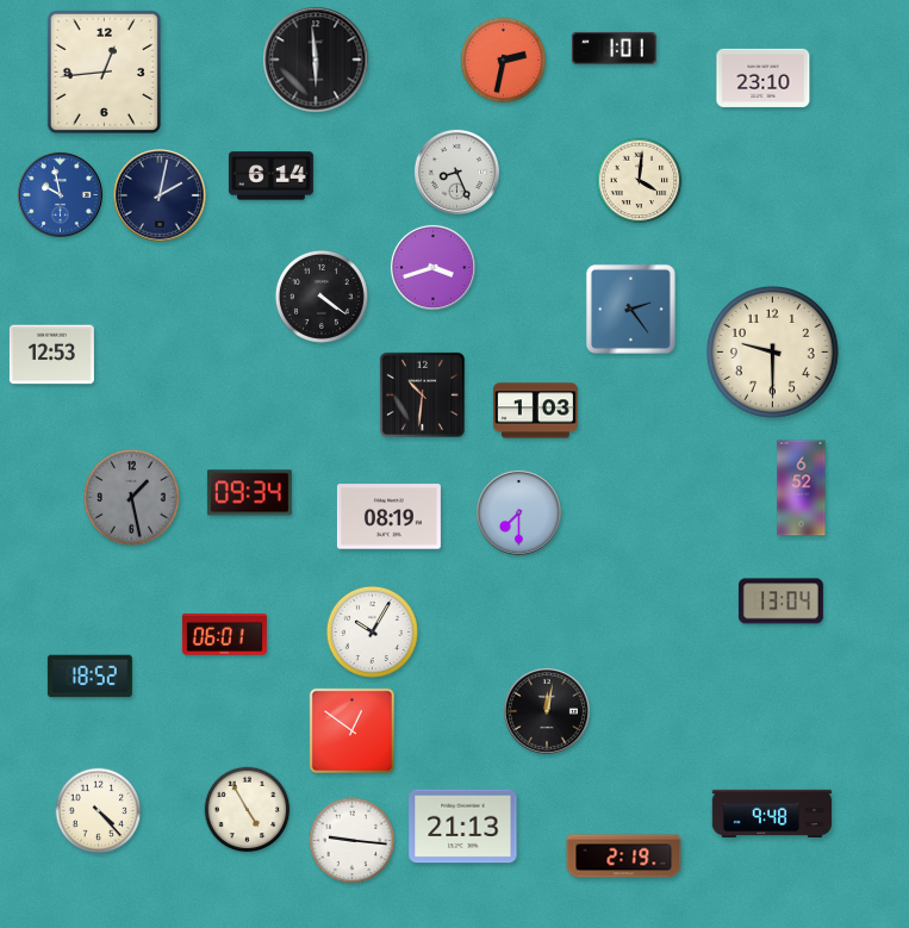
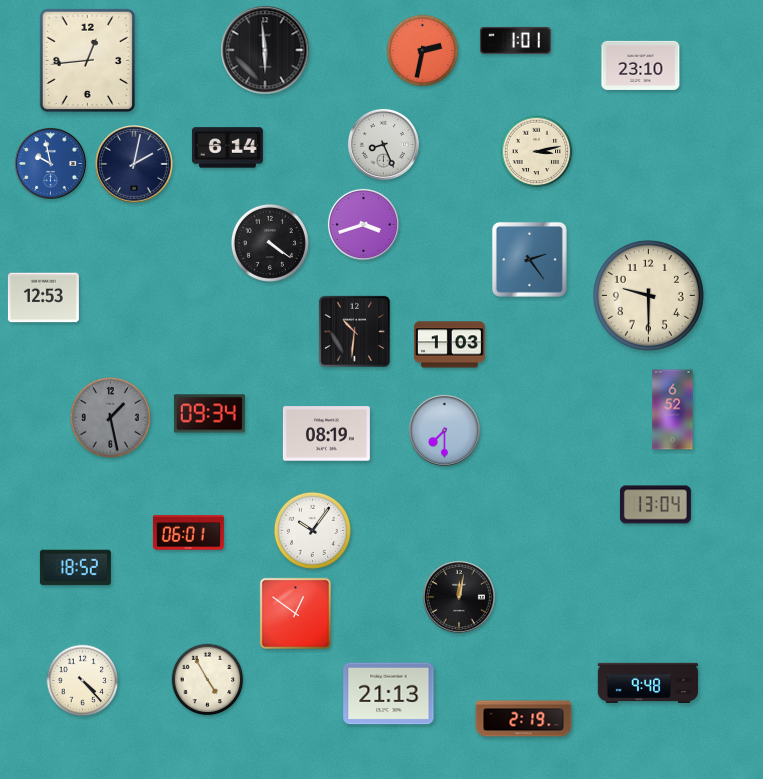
clock at (640, 181): 4:01 -> 3:13
clock at (322, 297) position: (322, 297) -> (270, 243)
clock at (518, 512) position: (518, 512) -> (444, 430)
clock at (372, 631): 10:05 -> 10:06
clock at (353, 841): 9:16 -> none
